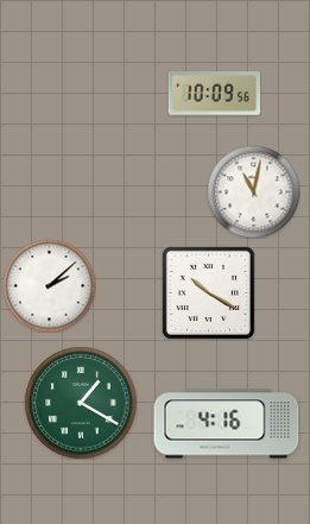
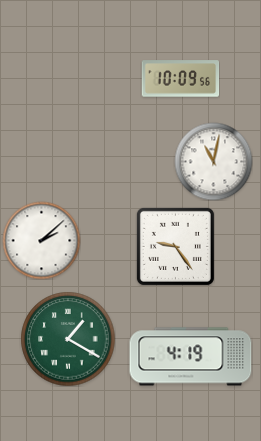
clock at (208, 292): 10:20 -> 9:24
clock at (227, 424): 4:16 -> 4:19
